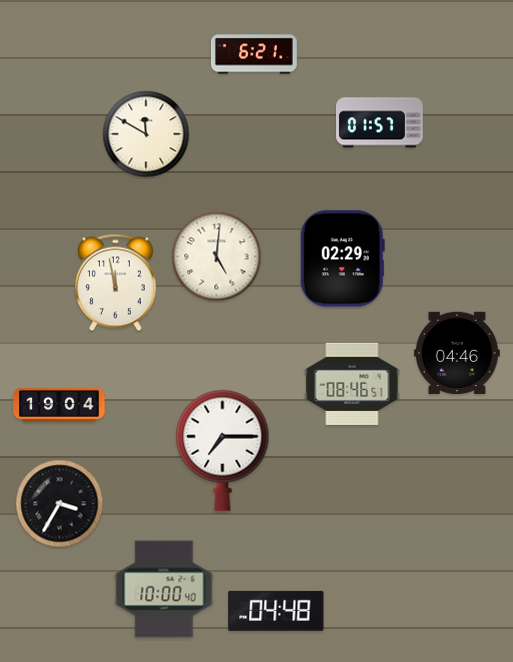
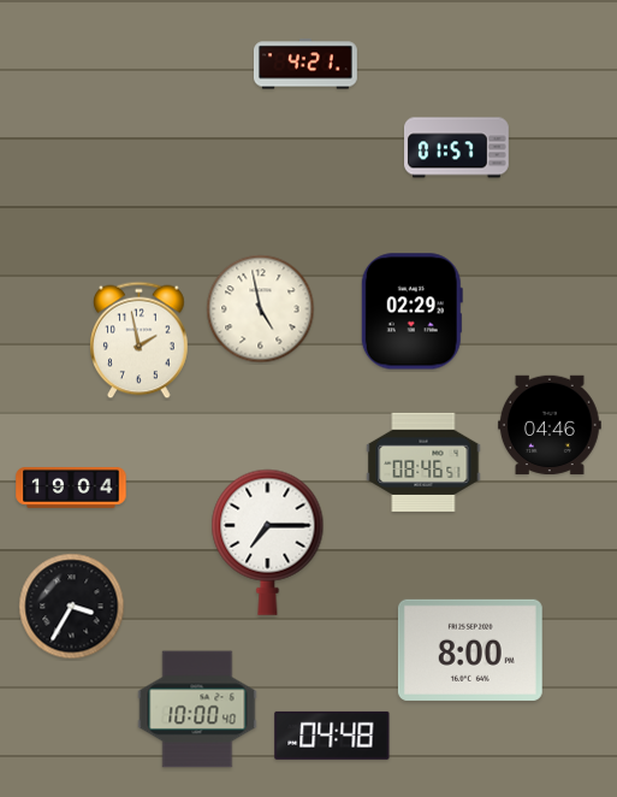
clock at (254, 53): 6:21 -> 4:21
clock at (146, 134): 11:50 -> none
clock at (217, 257): 5:01 -> 4:58
clock at (116, 283): 11:58 -> 1:58
clock at (470, 650): none -> 8:00
